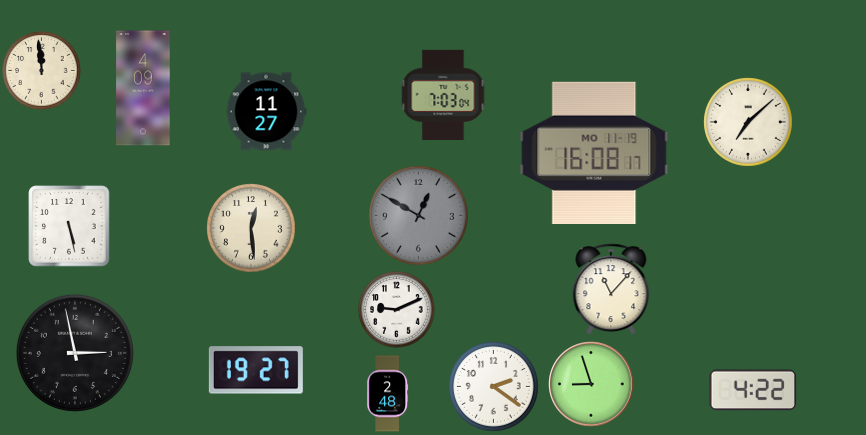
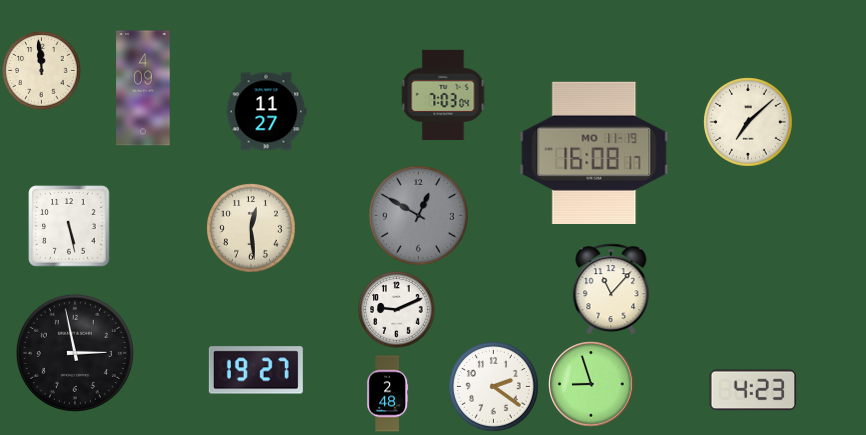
clock at (753, 390): 4:22 -> 4:23
